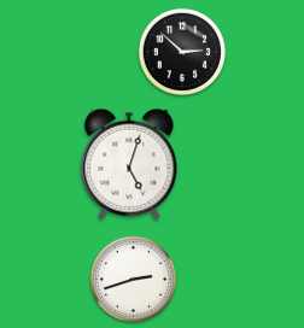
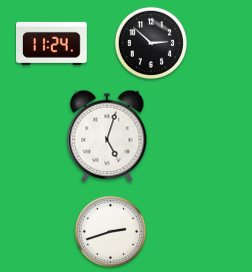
clock at (52, 43): none -> 11:24
